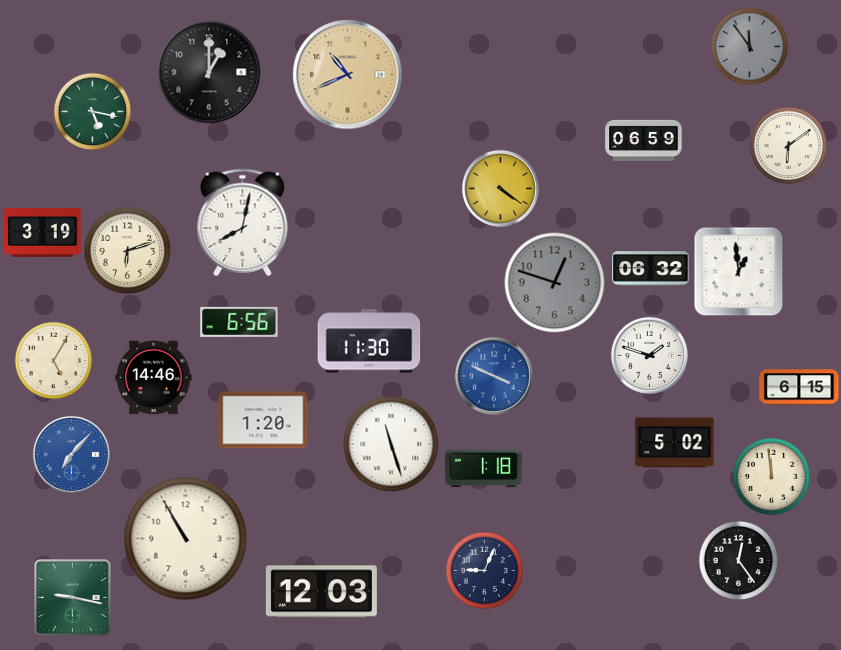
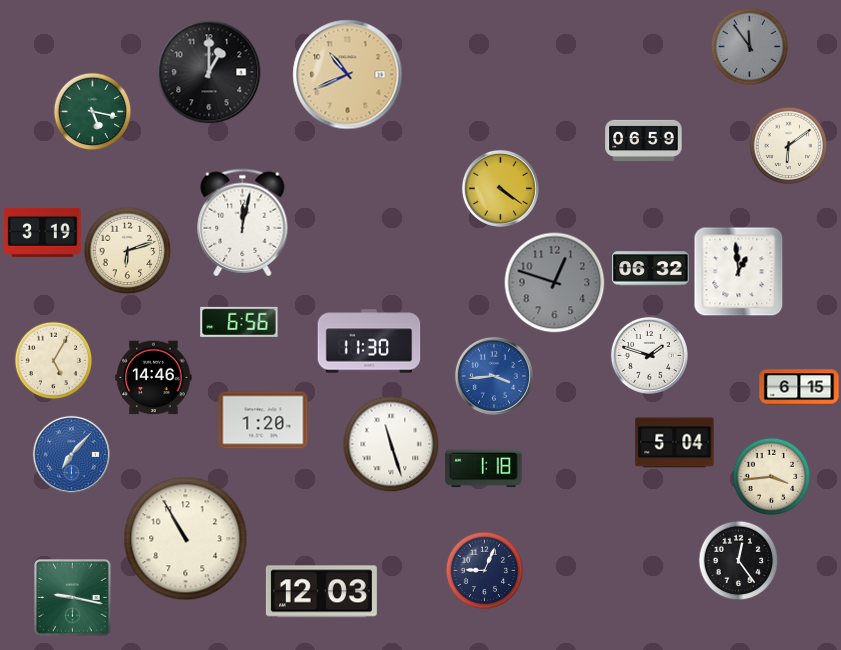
clock at (243, 223): 8:02 -> 12:02
clock at (494, 376): 3:49 -> 3:44
clock at (675, 443): 5:02 -> 5:04
clock at (771, 476): 11:59 -> 3:44
